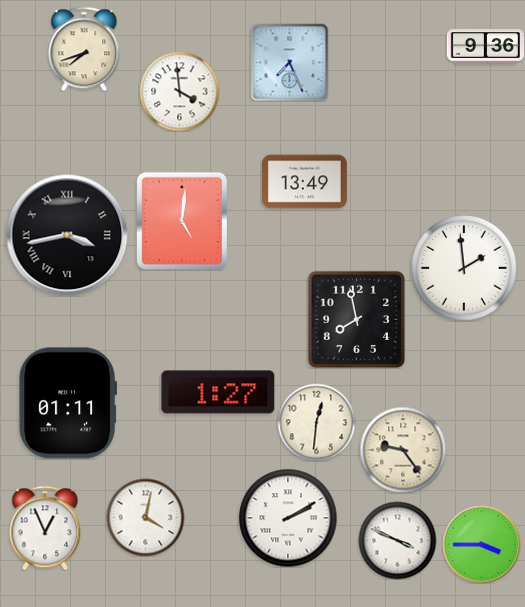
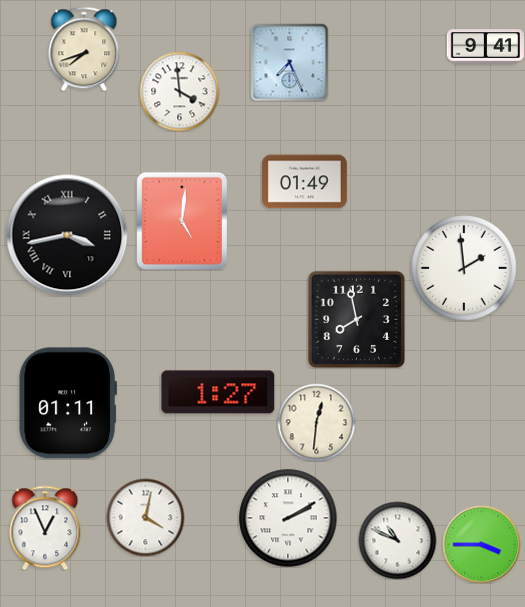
clock at (485, 47): 9:36 -> 9:41
clock at (304, 182): 13:49 -> 01:49
clock at (403, 450): 9:24 -> none
clock at (397, 540): 3:49 -> 10:49
